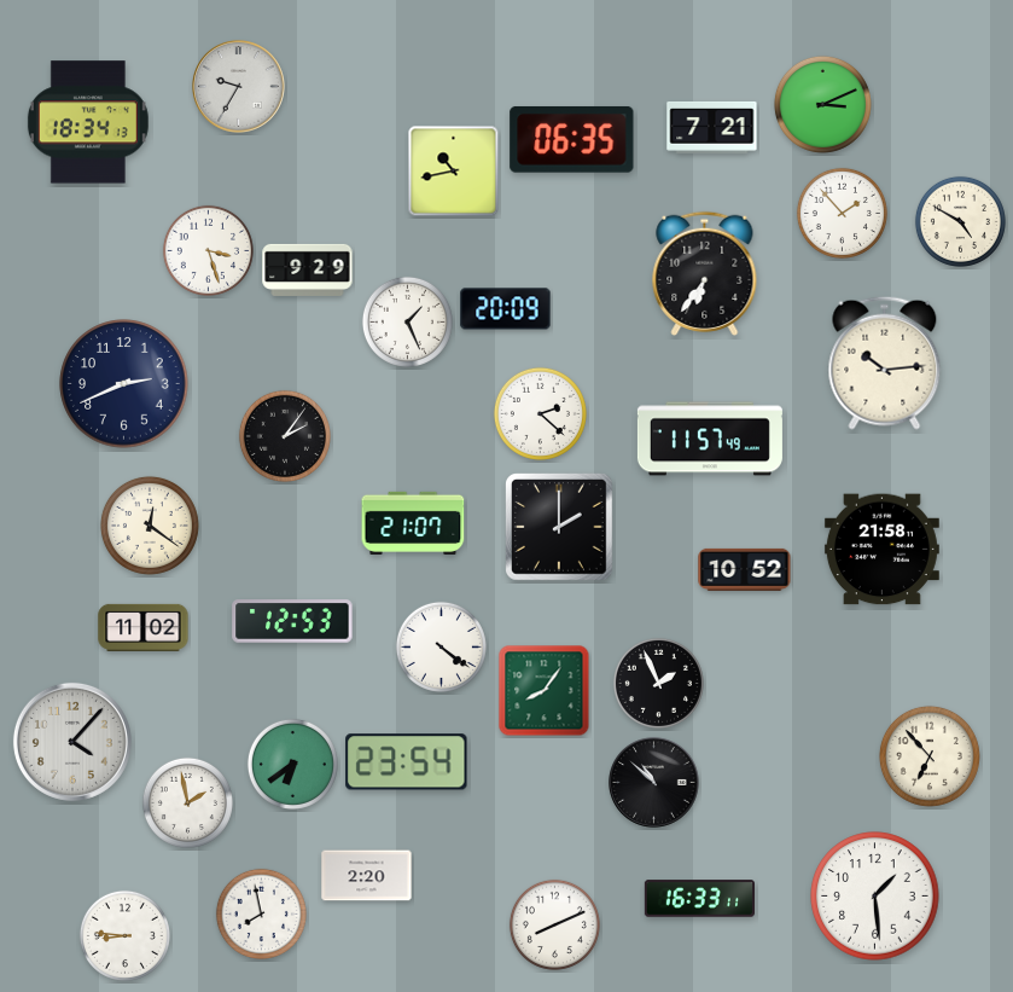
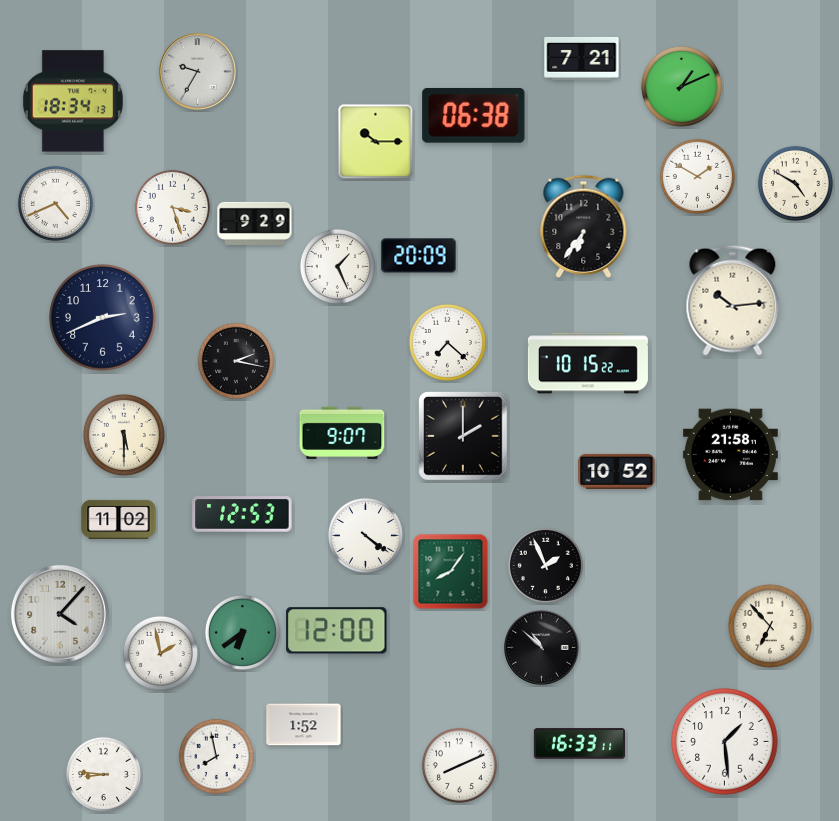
clock at (822, 104): 3:11 -> 1:11
clock at (712, 128) position: (712, 128) -> (582, 59)
clock at (572, 140): 06:35 -> 06:38
clock at (454, 172): 10:43 -> 10:15
clock at (842, 213): 1:53 -> 1:50
clock at (55, 203): none -> 4:41
clock at (540, 413): 2:22 -> 7:22
clock at (285, 436): 2:06 -> 2:17
clock at (710, 439): 11:57 -> 10:15
clock at (413, 523): 21:07 -> 9:07
clock at (150, 526): 12:21 -> 5:30
clock at (407, 762): 23:54 -> 12:00
clock at (187, 802) position: (187, 802) -> (160, 653)
clock at (367, 876): 2:20 -> 1:52
